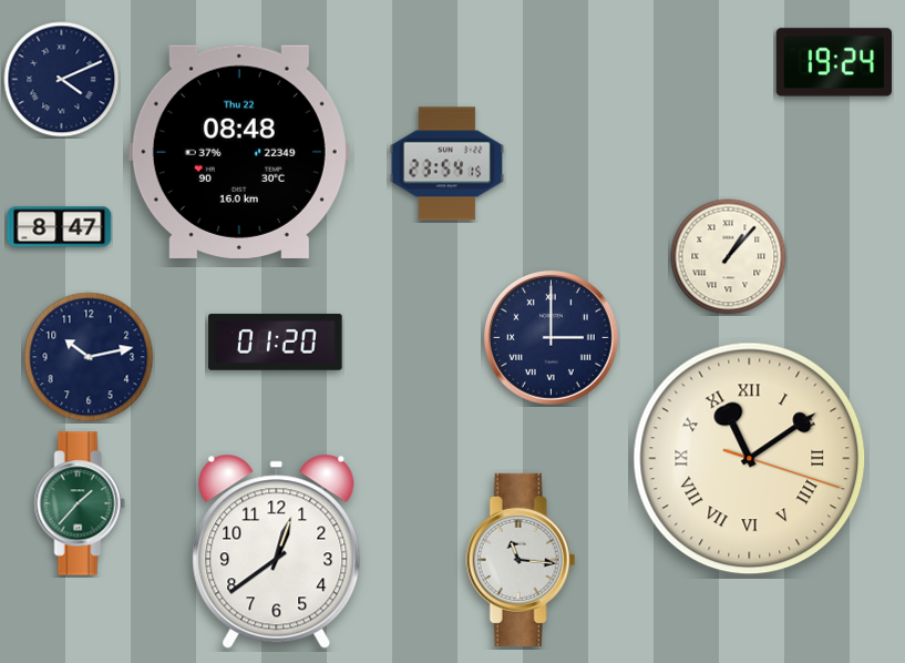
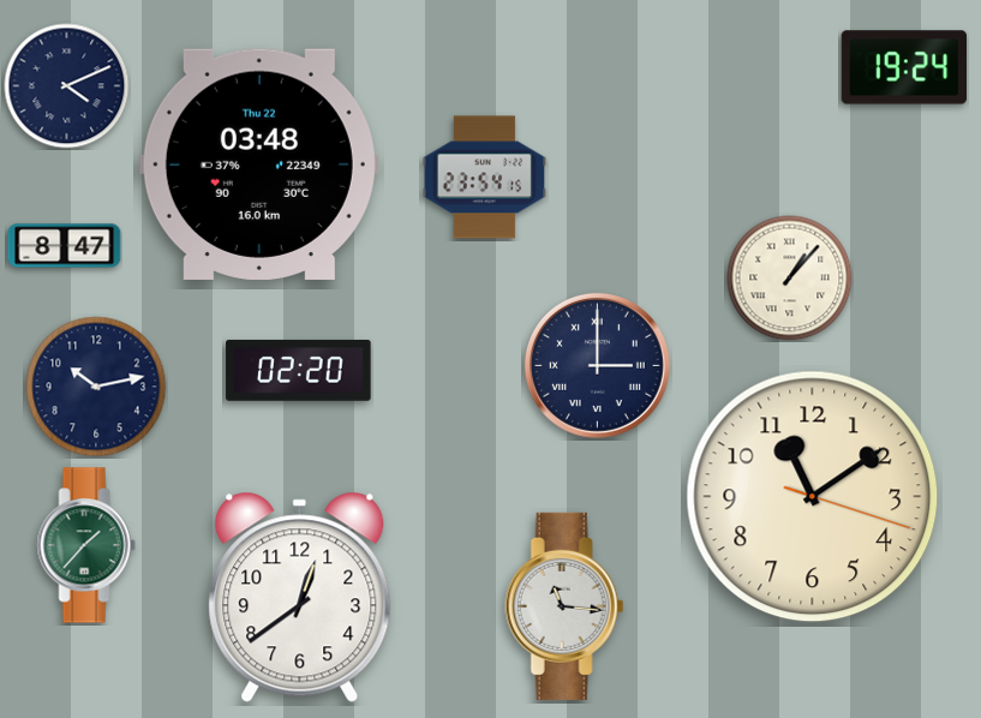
clock at (239, 152): 08:48 -> 03:48
clock at (276, 341): 01:20 -> 02:20
clock at (750, 459) numerals: Roman -> Arabic
